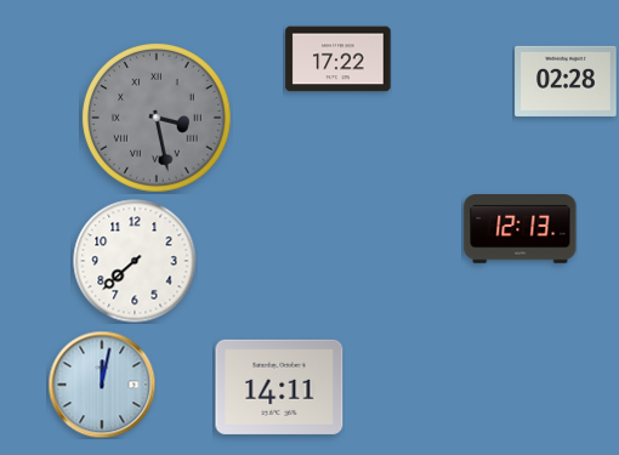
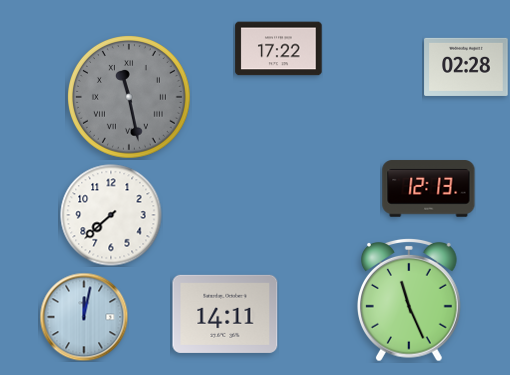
clock at (158, 119): 3:28 -> 11:28
clock at (410, 300): none -> 11:26
clock at (279, 387) position: (279, 387) -> (225, 314)
